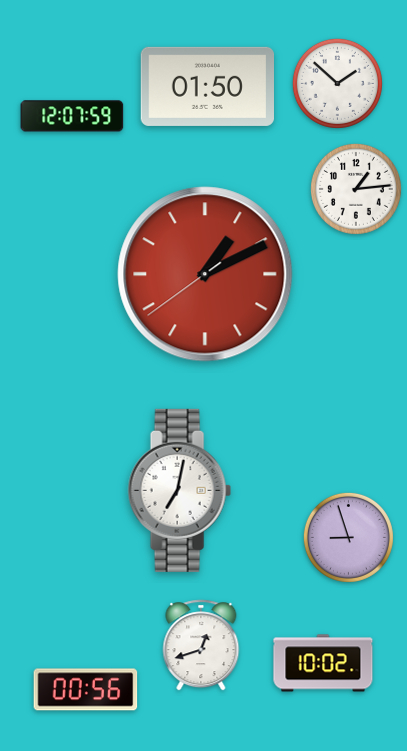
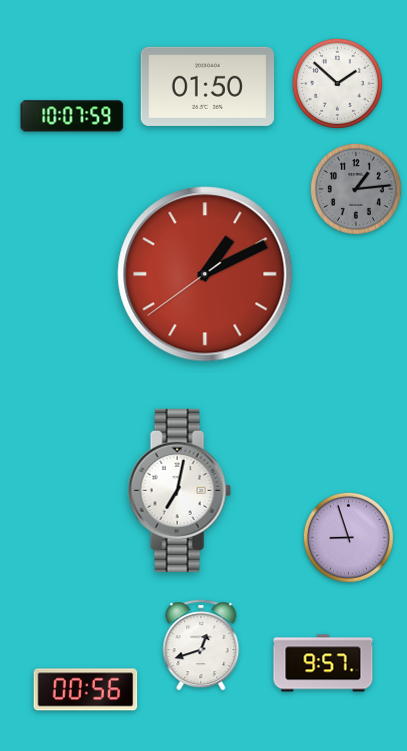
clock at (72, 116): 12:07 -> 10:07
clock at (356, 189) dial: white -> grey
clock at (323, 663): 10:02 -> 9:57
